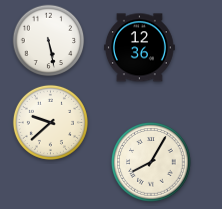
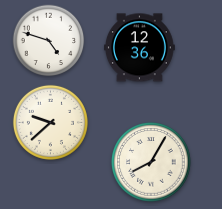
clock at (49, 41): 5:28 -> 4:48
